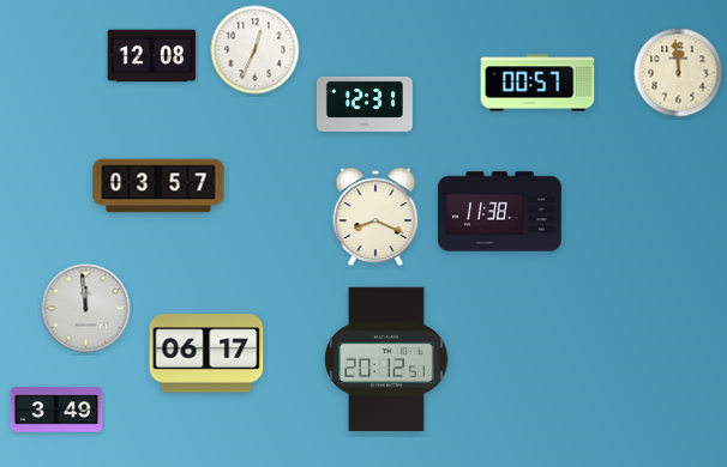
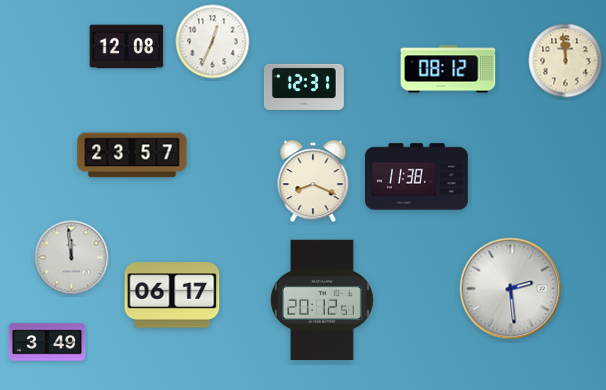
clock at (537, 83): 00:57 -> 08:12
clock at (158, 186): 03:57 -> 23:57
clock at (511, 289): none -> 2:29
